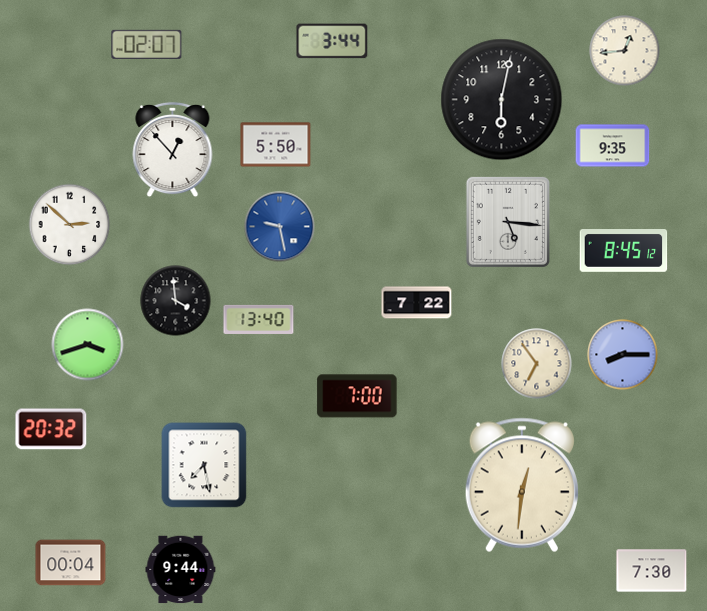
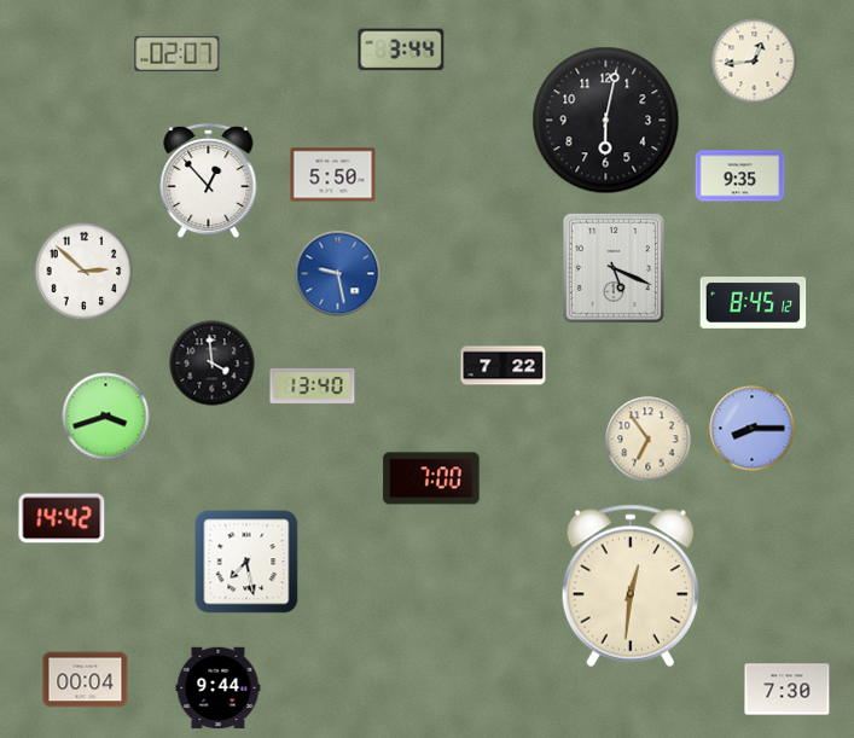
clock at (508, 222): 5:16 -> 5:19
clock at (51, 429): 20:32 -> 14:42
